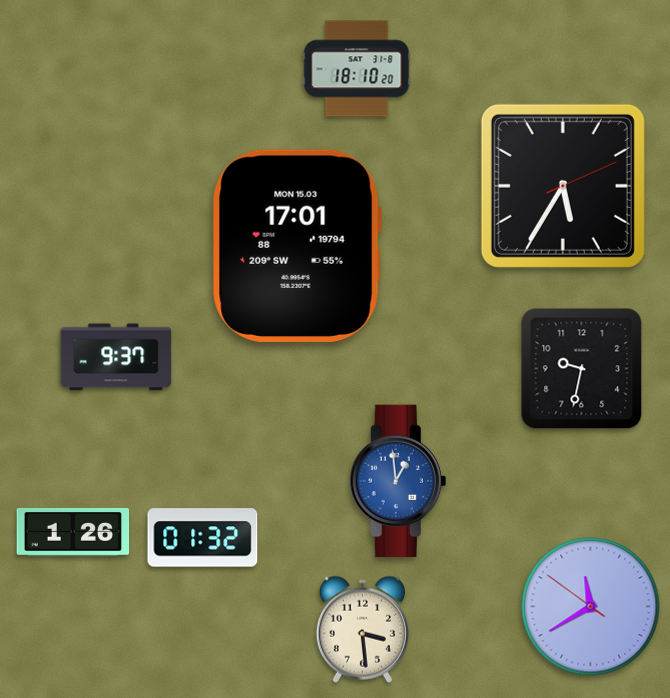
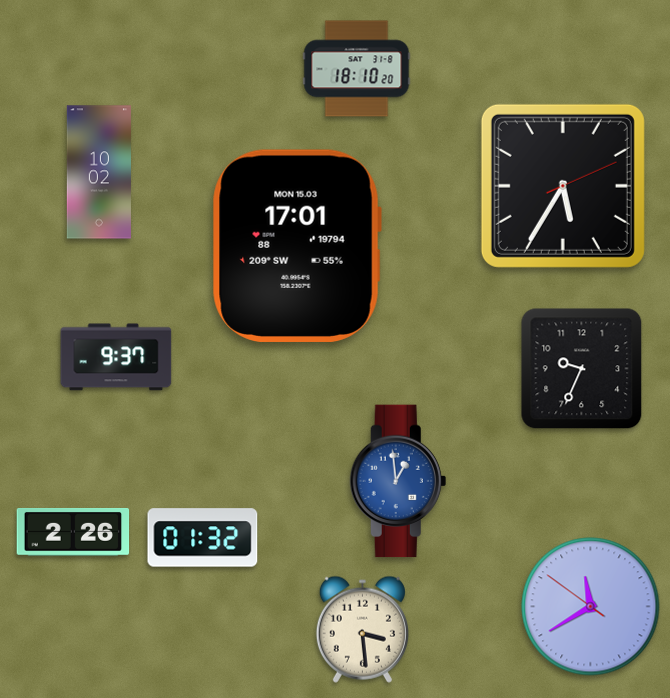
clock at (99, 172): none -> 10:02
clock at (582, 369): 9:32 -> 9:34
clock at (73, 533): 1:26 -> 2:26
